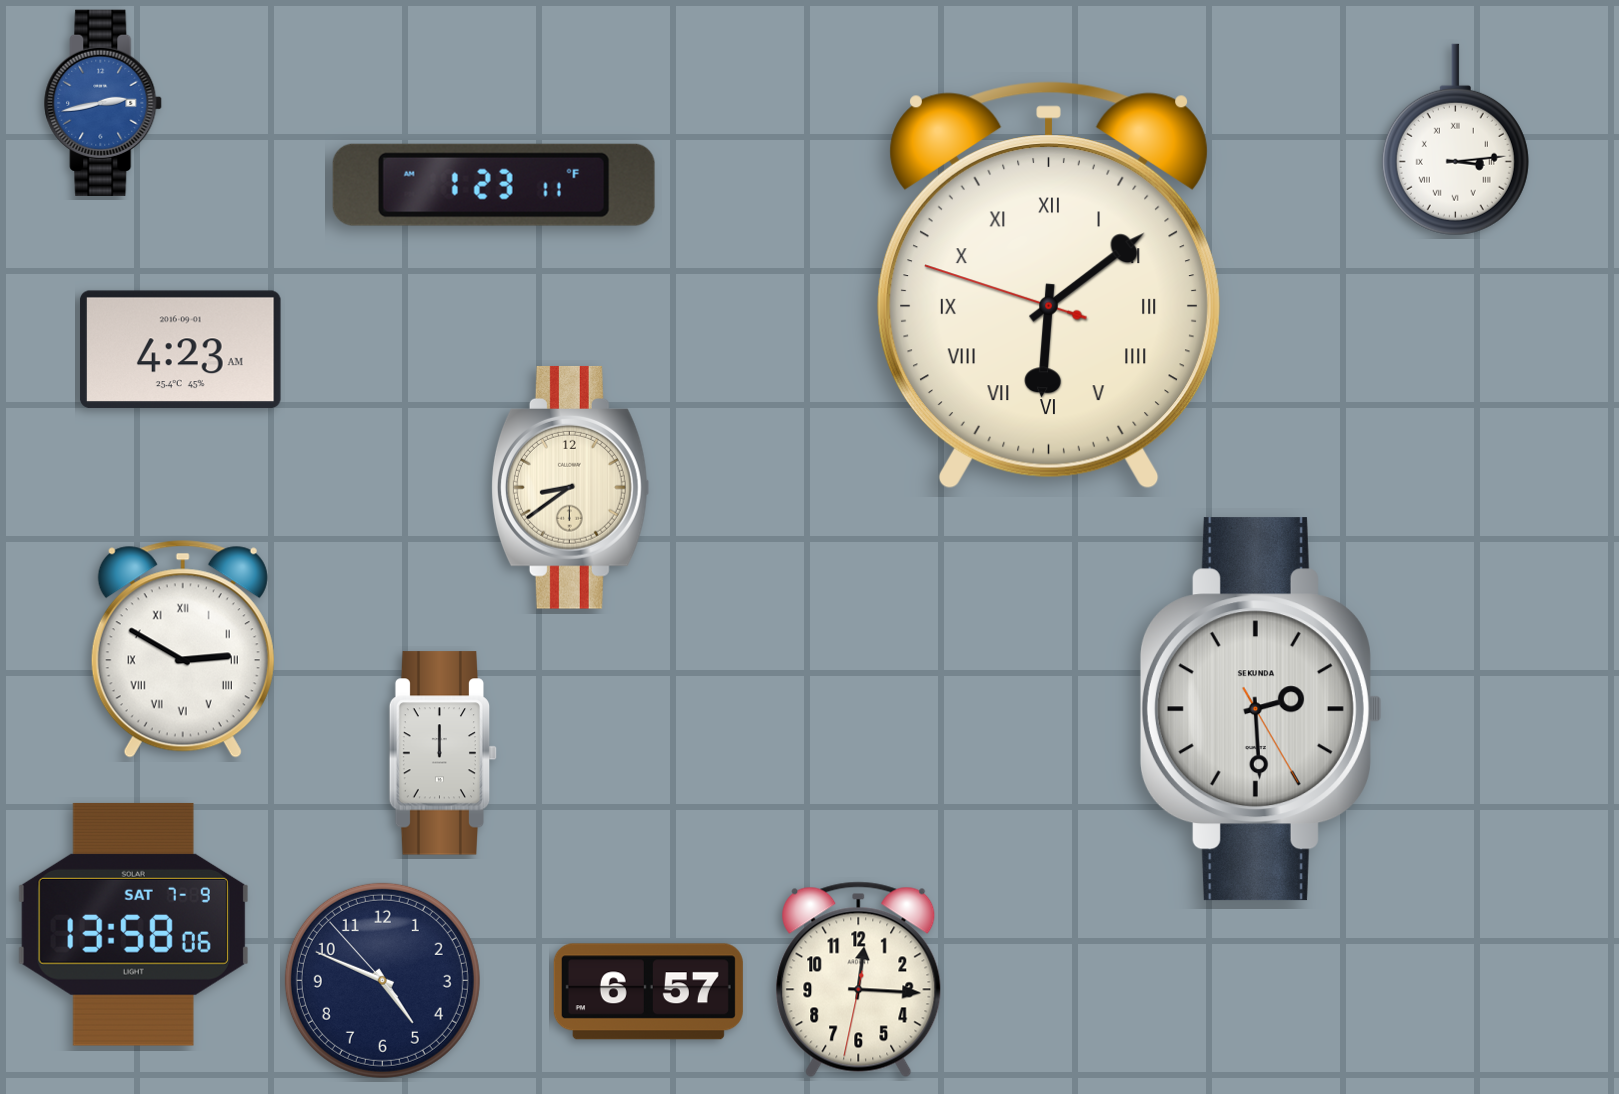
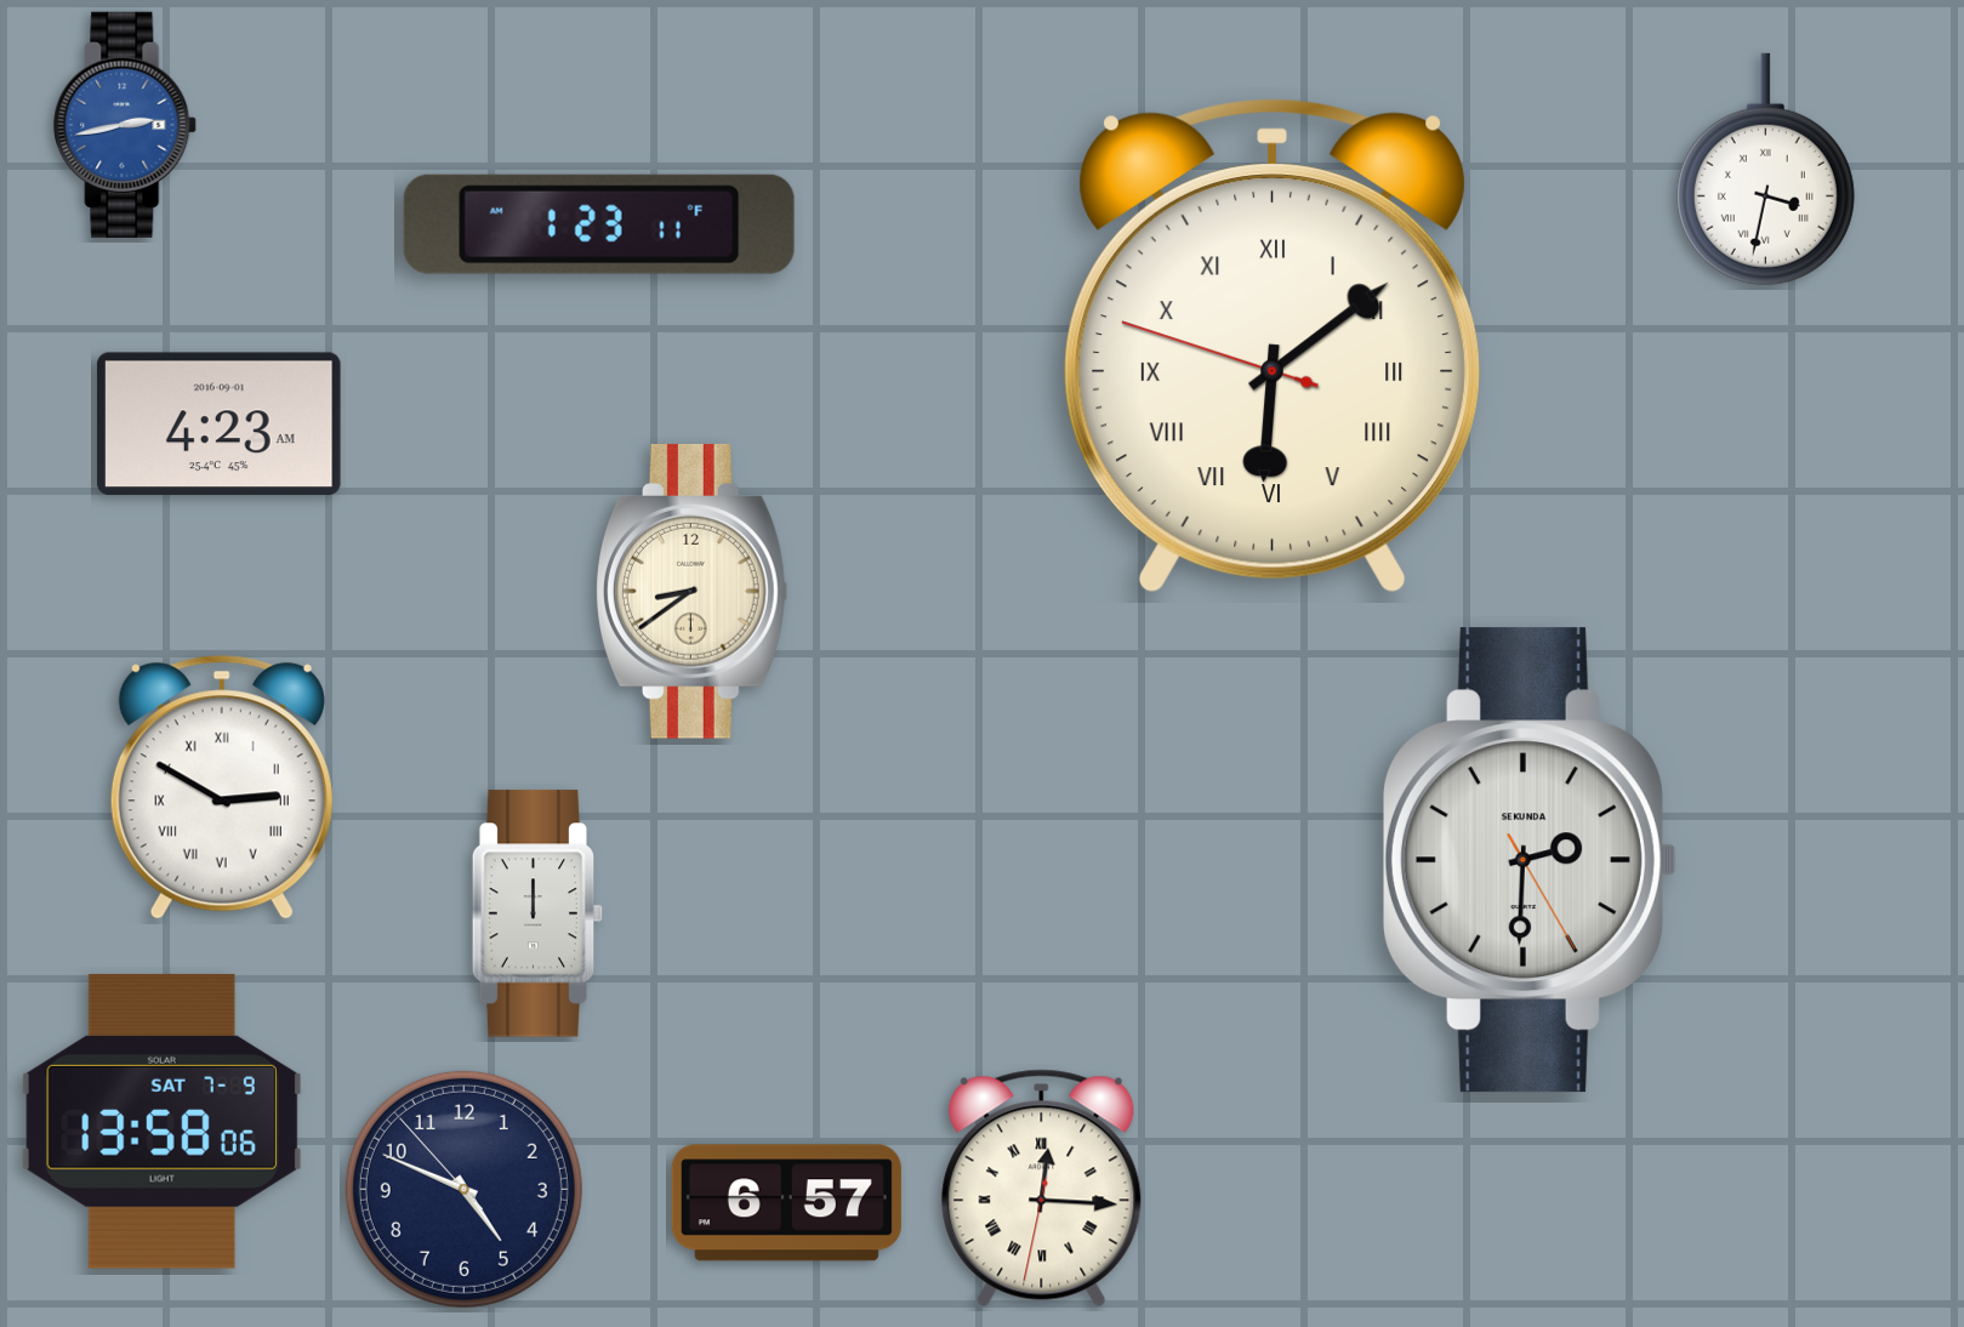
clock at (1455, 140): 3:14 -> 3:32
clock at (1261, 709): 2:29 -> 2:30
clock at (859, 980) numerals: Arabic -> Roman
